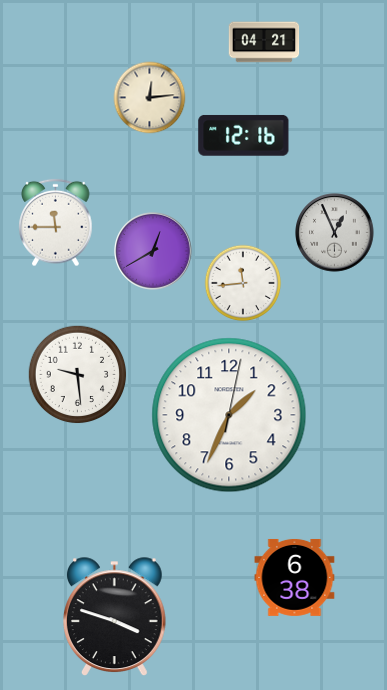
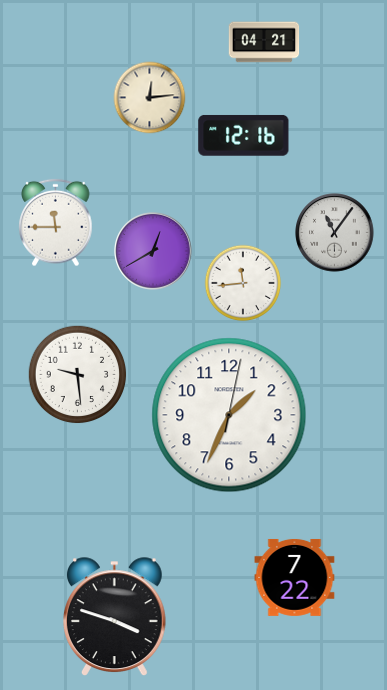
clock at (335, 233): 12:56 -> 11:06
clock at (295, 577): 6:38 -> 7:22
